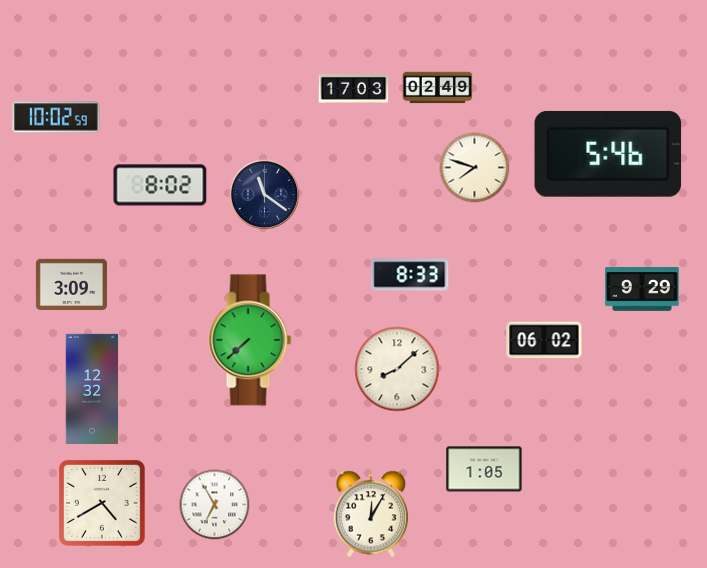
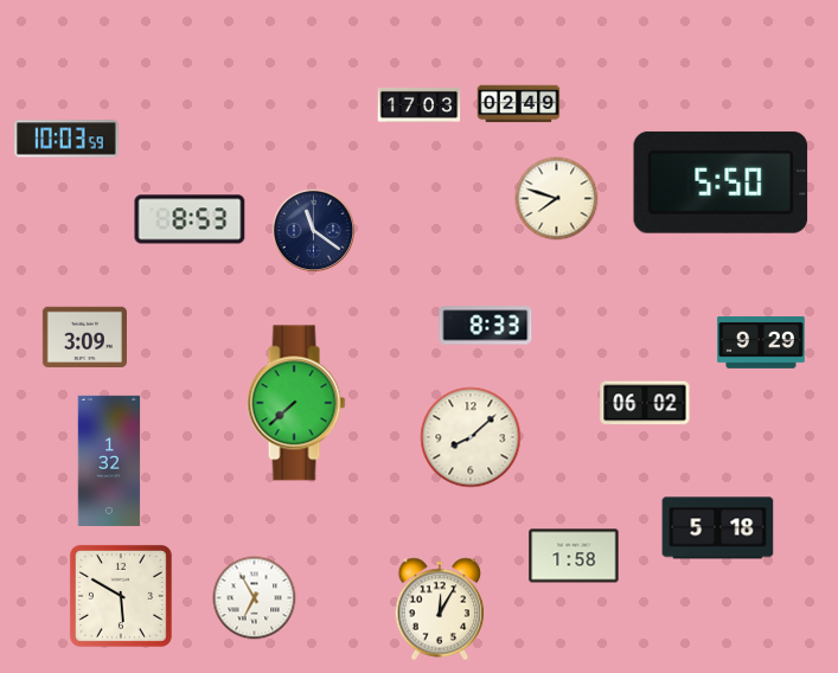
clock at (56, 117): 10:02 -> 10:03
clock at (608, 154): 5:46 -> 5:50
clock at (475, 168) position: (475, 168) -> (557, 199)
clock at (160, 185): 8:02 -> 8:53
clock at (92, 389): 12:32 -> 1:32
clock at (718, 528): none -> 5:18
clock at (484, 469): 1:05 -> 1:58
clock at (102, 503): 4:40 -> 5:50
